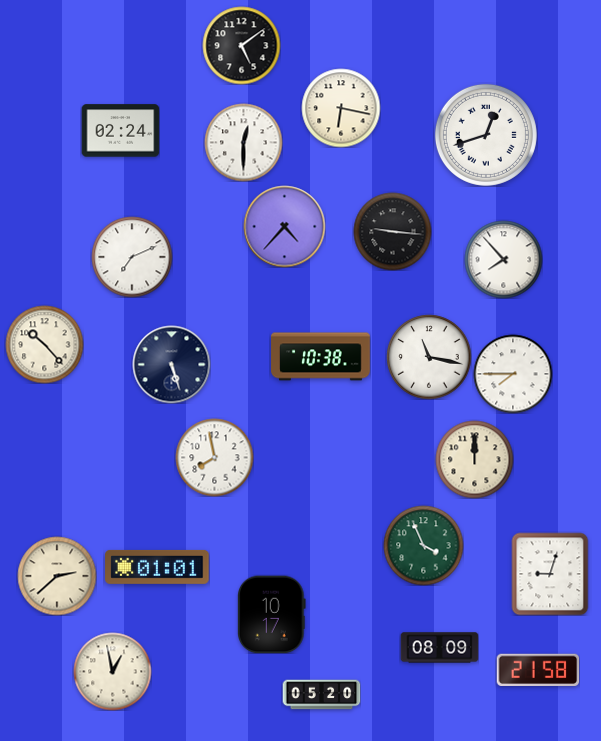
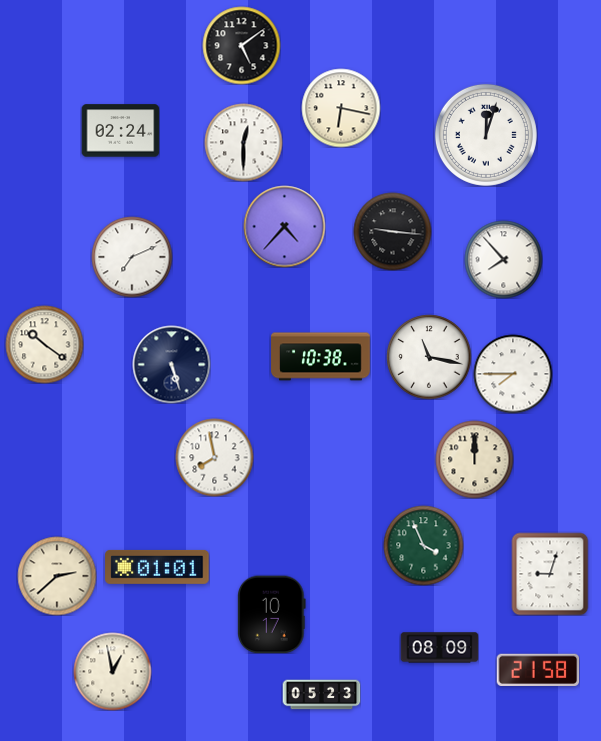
clock at (486, 135): 12:42 -> 12:03
clock at (44, 344): 10:23 -> 10:21
clock at (321, 695): 05:20 -> 05:23
